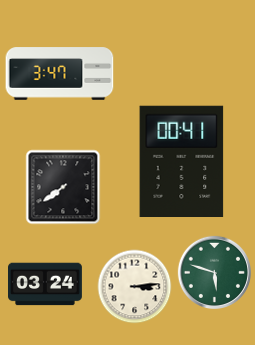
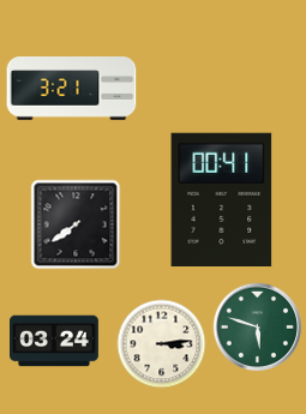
clock at (60, 74): 3:47 -> 3:21
clock at (182, 161) position: (182, 161) -> (222, 199)
